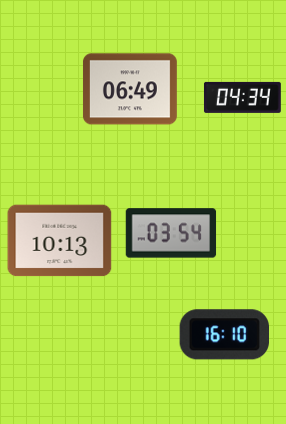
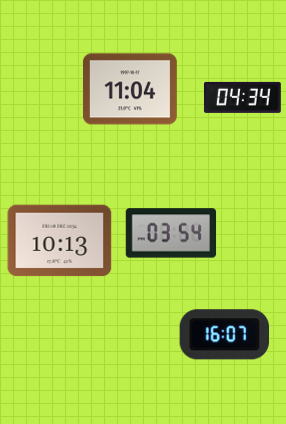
clock at (130, 89): 06:49 -> 11:04
clock at (224, 335): 16:10 -> 16:07
